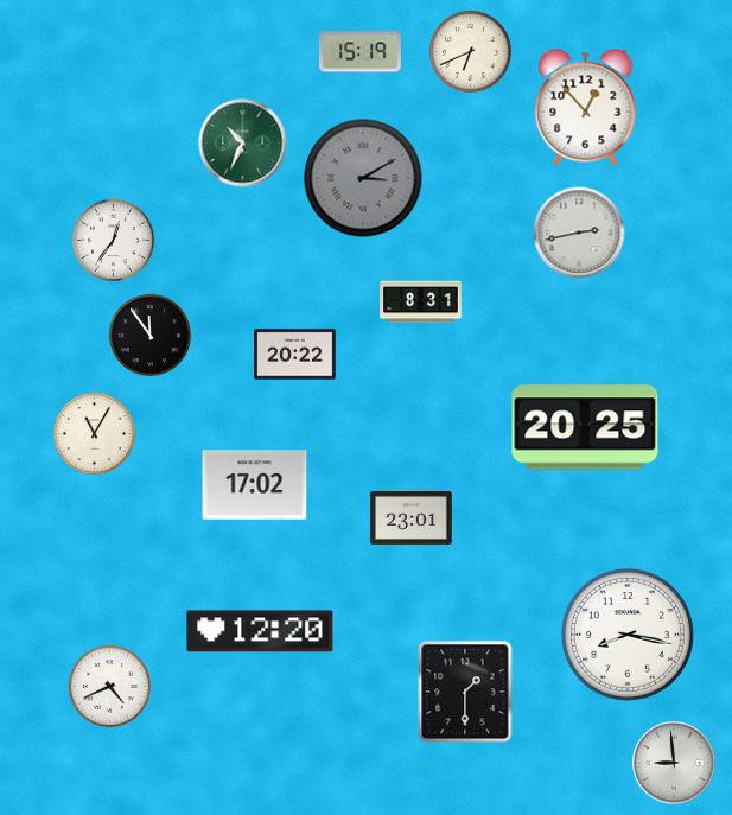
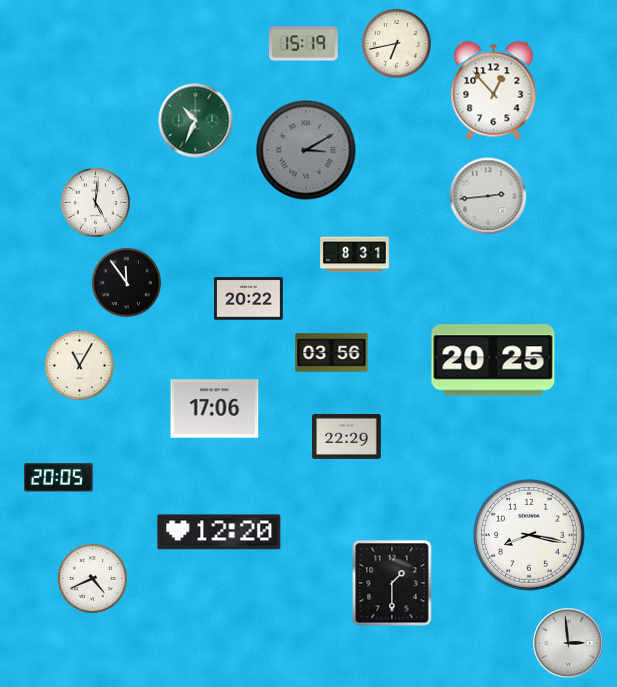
clock at (470, 51): 6:41 -> 6:43
clock at (243, 144) position: (243, 144) -> (196, 121)
clock at (579, 233): 2:43 -> 2:44
clock at (113, 240): 12:36 -> 5:01
clock at (332, 353): none -> 03:56
clock at (255, 485): 17:02 -> 17:06
clock at (412, 517): 23:01 -> 22:29
clock at (58, 478): none -> 20:05
clock at (674, 763): 8:59 -> 2:59
